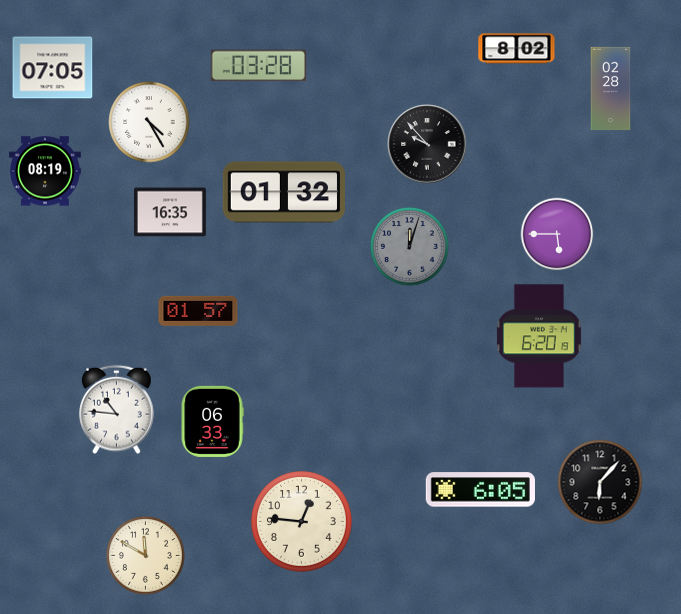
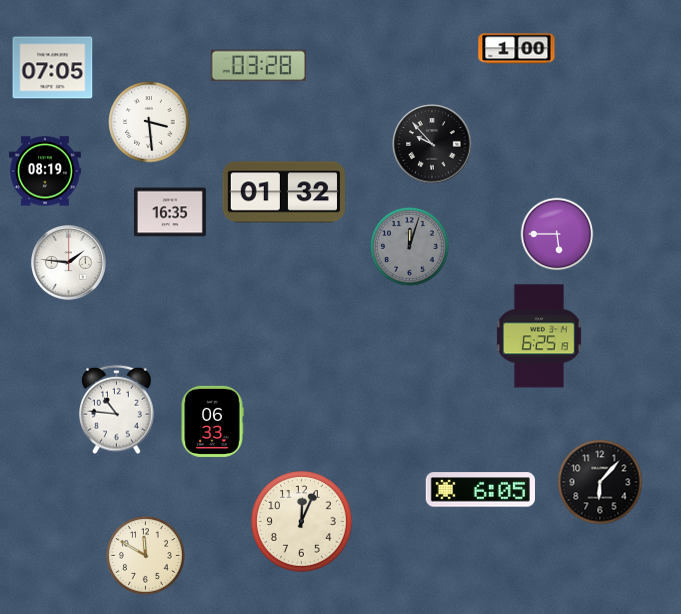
clock at (517, 49): 8:02 -> 1:00
clock at (611, 89): 02:28 -> none
clock at (149, 122): 4:25 -> 3:29
clock at (427, 144) position: (427, 144) -> (432, 144)
clock at (69, 263): none -> 1:46
clock at (198, 311): 01:57 -> none
clock at (540, 336): 6:20 -> 6:25
clock at (302, 522): 12:46 -> 12:04
